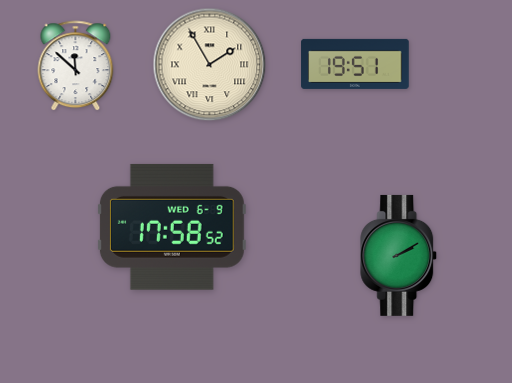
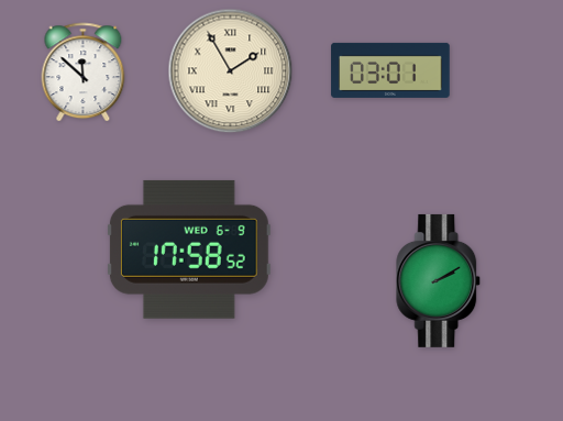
clock at (355, 64): 19:51 -> 03:01
